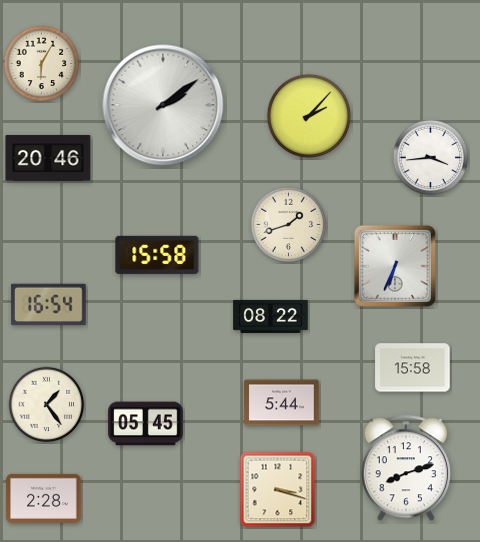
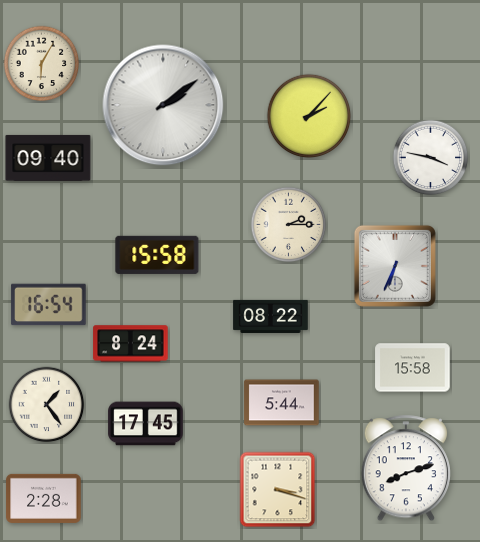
clock at (48, 158): 20:46 -> 09:40
clock at (431, 158): 3:44 -> 3:47
clock at (289, 225): 1:42 -> 2:15
clock at (131, 344): none -> 8:24
clock at (146, 424): 05:45 -> 17:45
